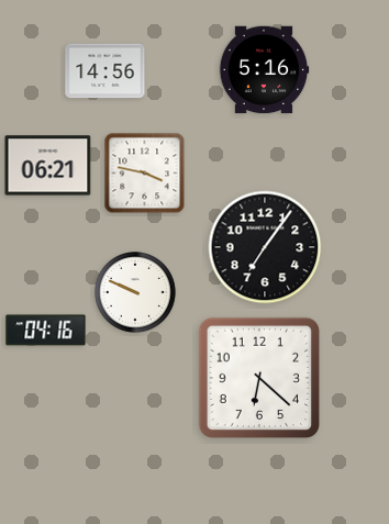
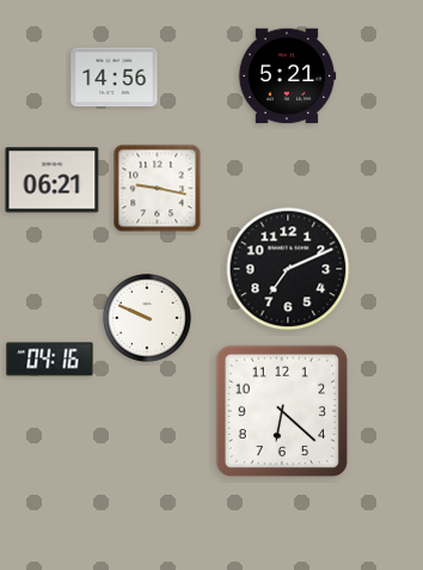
clock at (264, 70): 5:16 -> 5:21
clock at (145, 174): 3:47 -> 9:17
clock at (265, 247): 7:06 -> 7:11
